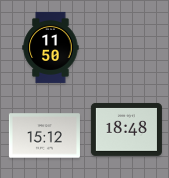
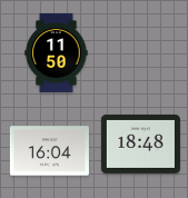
clock at (44, 136): 15:12 -> 16:04
